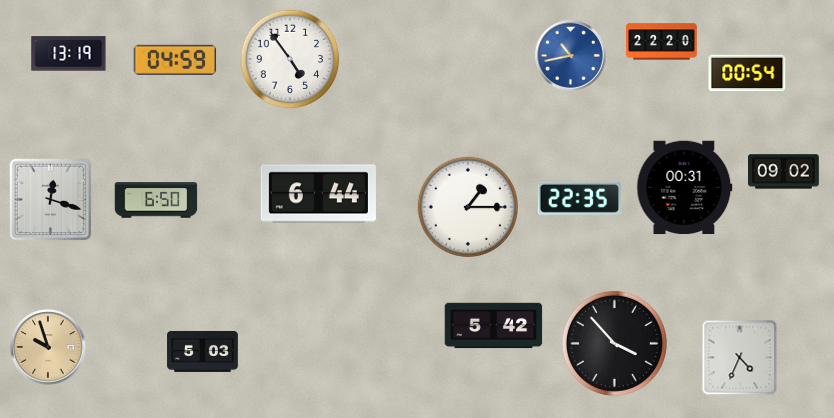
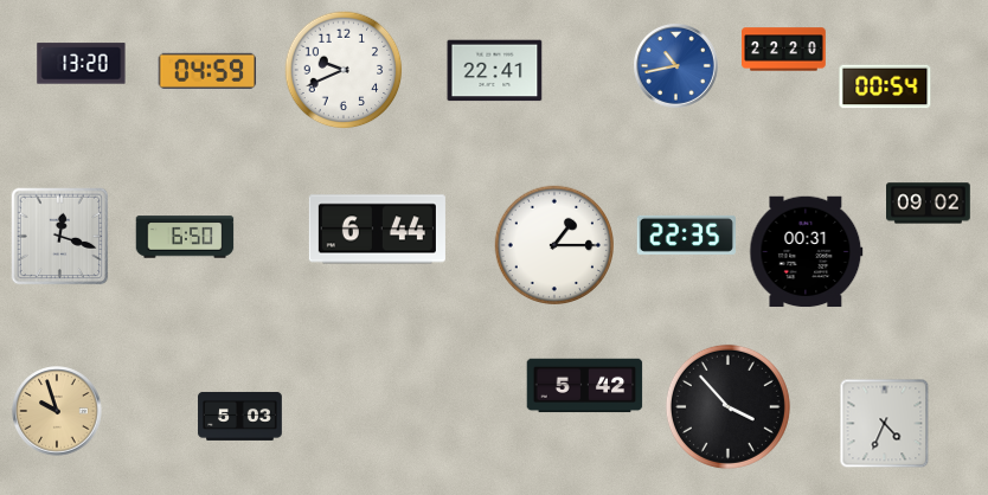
clock at (69, 54): 13:19 -> 13:20
clock at (290, 59): 4:54 -> 9:41
clock at (495, 71): none -> 22:41
clock at (685, 188) position: (685, 188) -> (807, 252)
clock at (740, 358) position: (740, 358) -> (885, 424)
